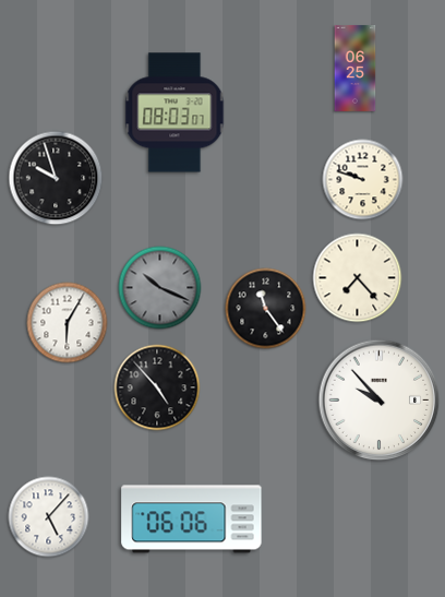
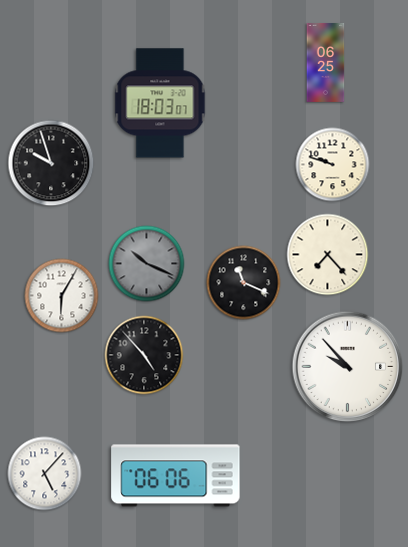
clock at (175, 112): 08:03 -> 18:03
clock at (266, 309): 11:24 -> 11:19
